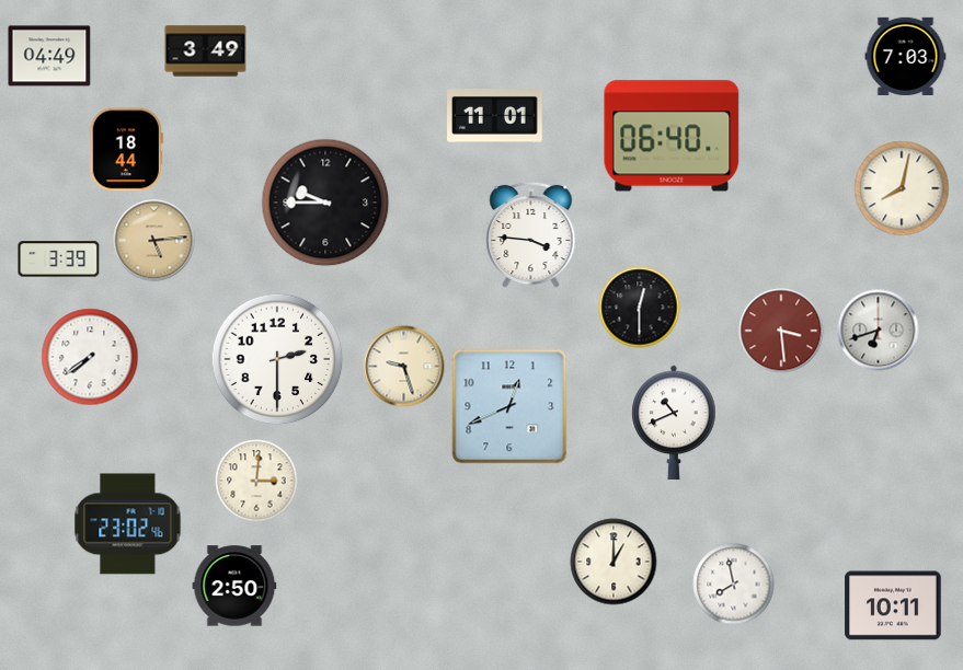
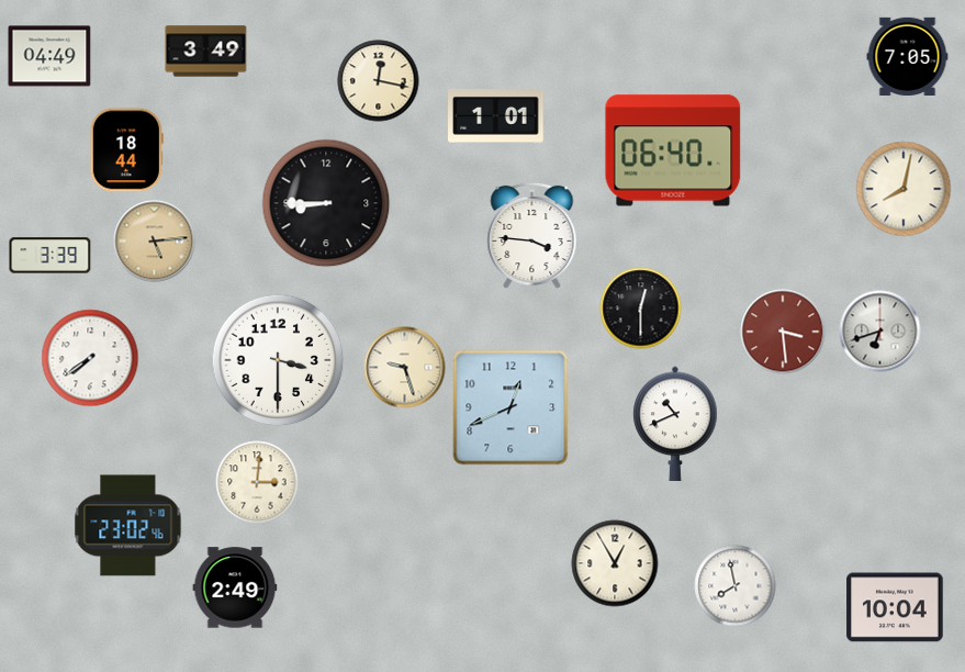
clock at (906, 56): 7:03 -> 7:05
clock at (379, 81): none -> 12:17
clock at (495, 116): 11:01 -> 1:01
clock at (672, 136) position: (672, 136) -> (673, 150)
clock at (325, 203): 9:45 -> 8:45
clock at (59, 259) position: (59, 259) -> (51, 256)
clock at (277, 359): 2:30 -> 3:30
clock at (614, 562): 1:00 -> 12:55
clock at (234, 586): 2:50 -> 2:49
clock at (893, 605): 10:11 -> 10:04
